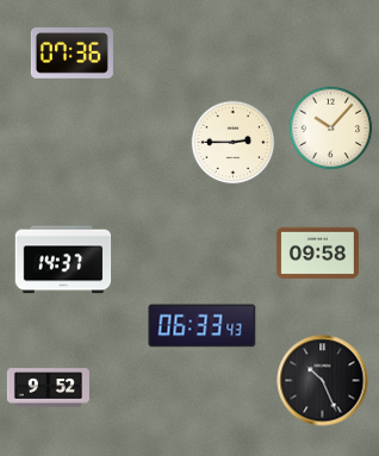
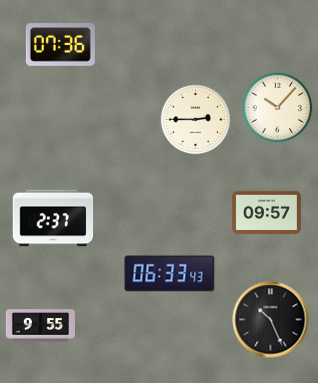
clock at (317, 254): 09:58 -> 09:57
clock at (63, 260): 14:37 -> 2:37
clock at (48, 388): 9:52 -> 9:55
